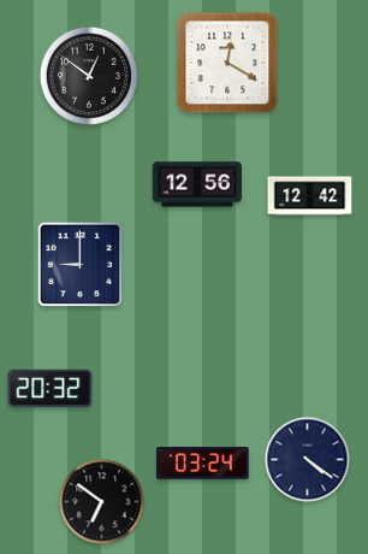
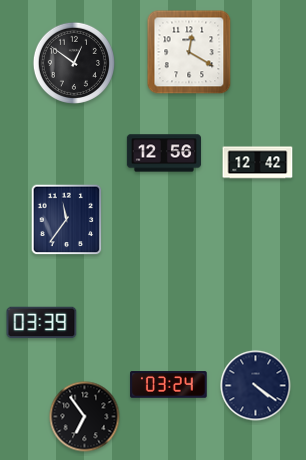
clock at (81, 265): 9:00 -> 11:36
clock at (51, 389): 20:32 -> 03:39
clock at (308, 460) position: (308, 460) -> (256, 386)
clock at (102, 502): 6:51 -> 6:54
